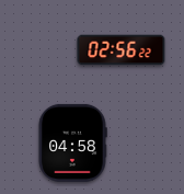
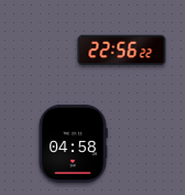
clock at (122, 50): 02:56 -> 22:56
